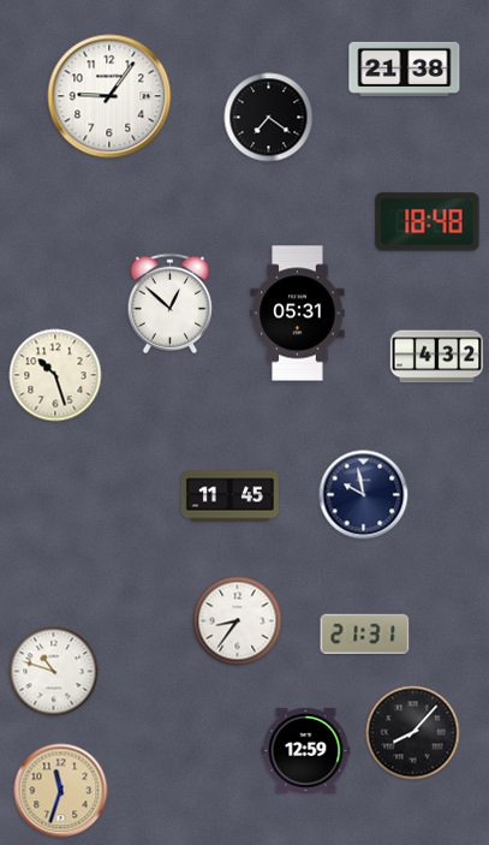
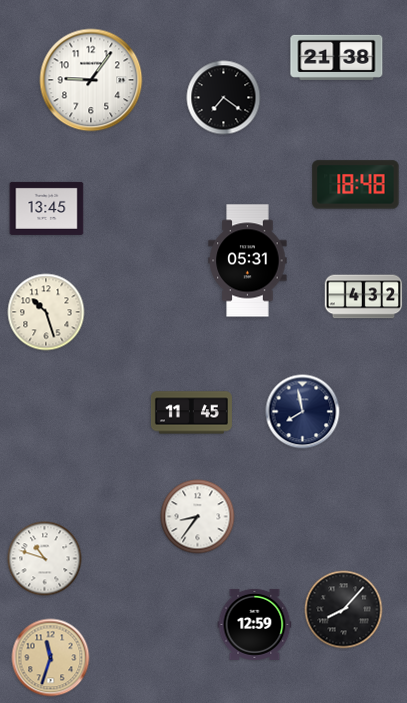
clock at (47, 208): none -> 13:45
clock at (171, 304): 12:52 -> none
clock at (364, 495): 9:58 -> 7:58
clock at (365, 633): 21:31 -> none
